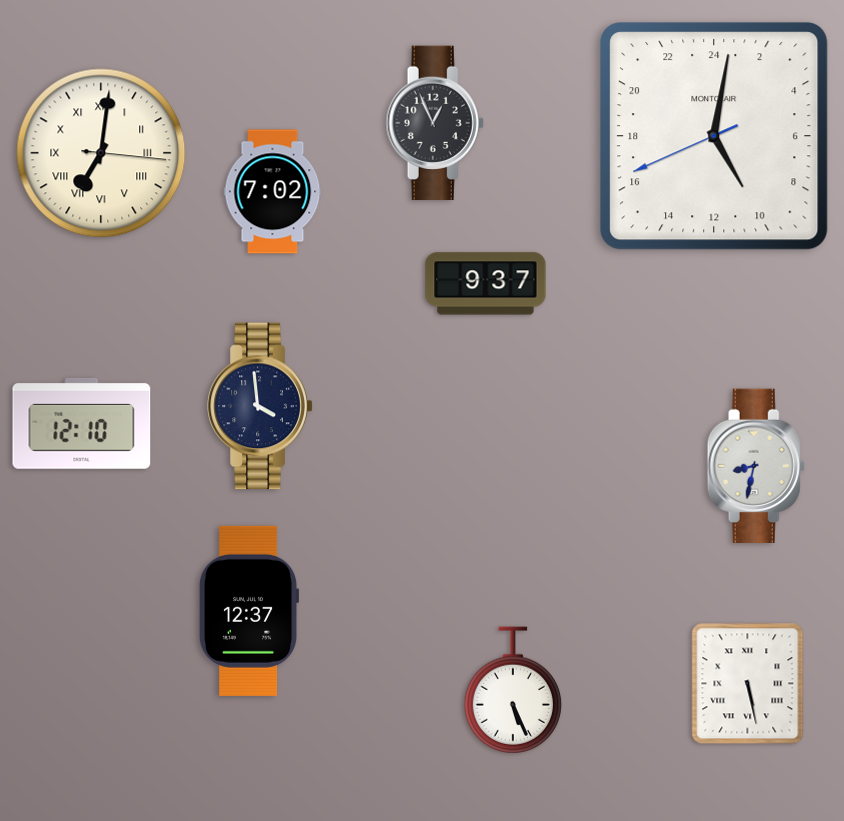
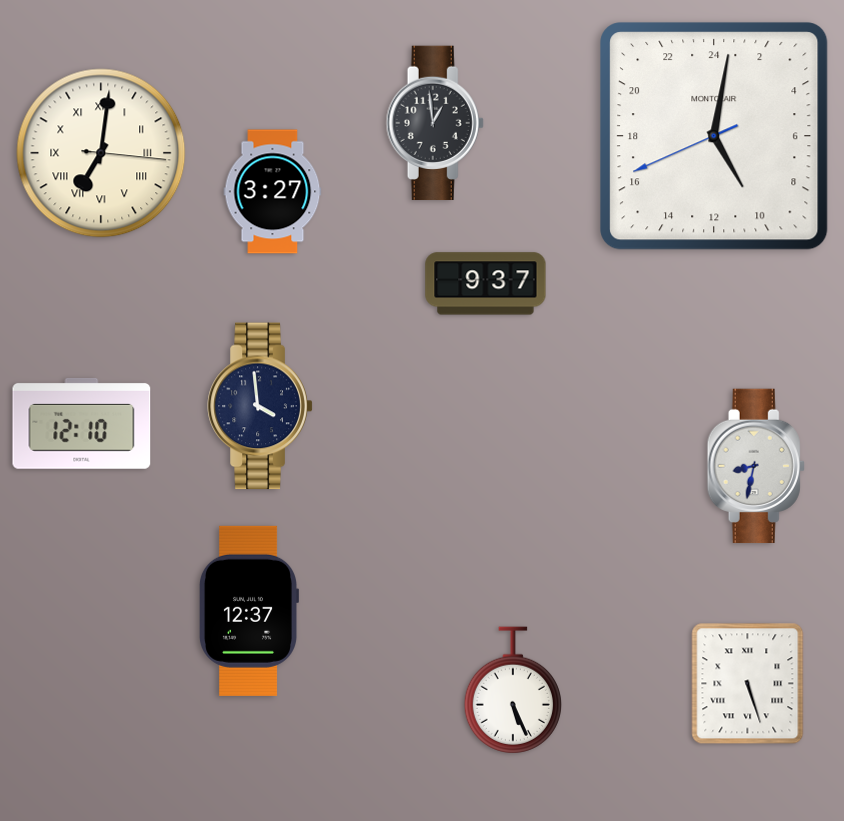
clock at (435, 123): 12:56 -> 12:59
clock at (273, 192): 7:02 -> 3:27
clock at (748, 684): 5:28 -> 5:27
